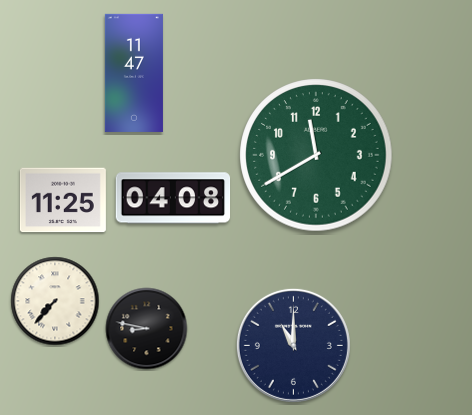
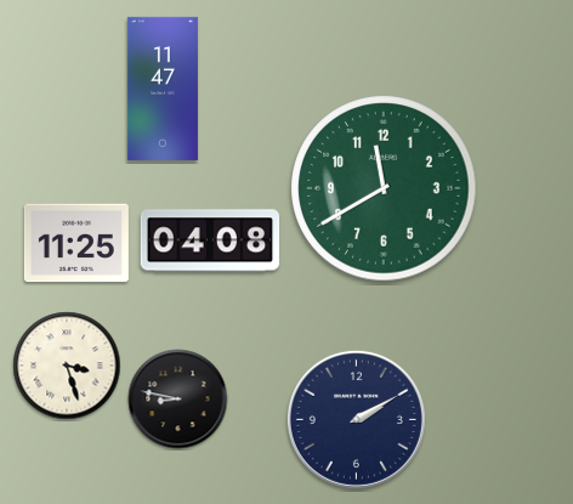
clock at (55, 301): 7:37 -> 3:27
clock at (293, 345): 11:00 -> 2:10
